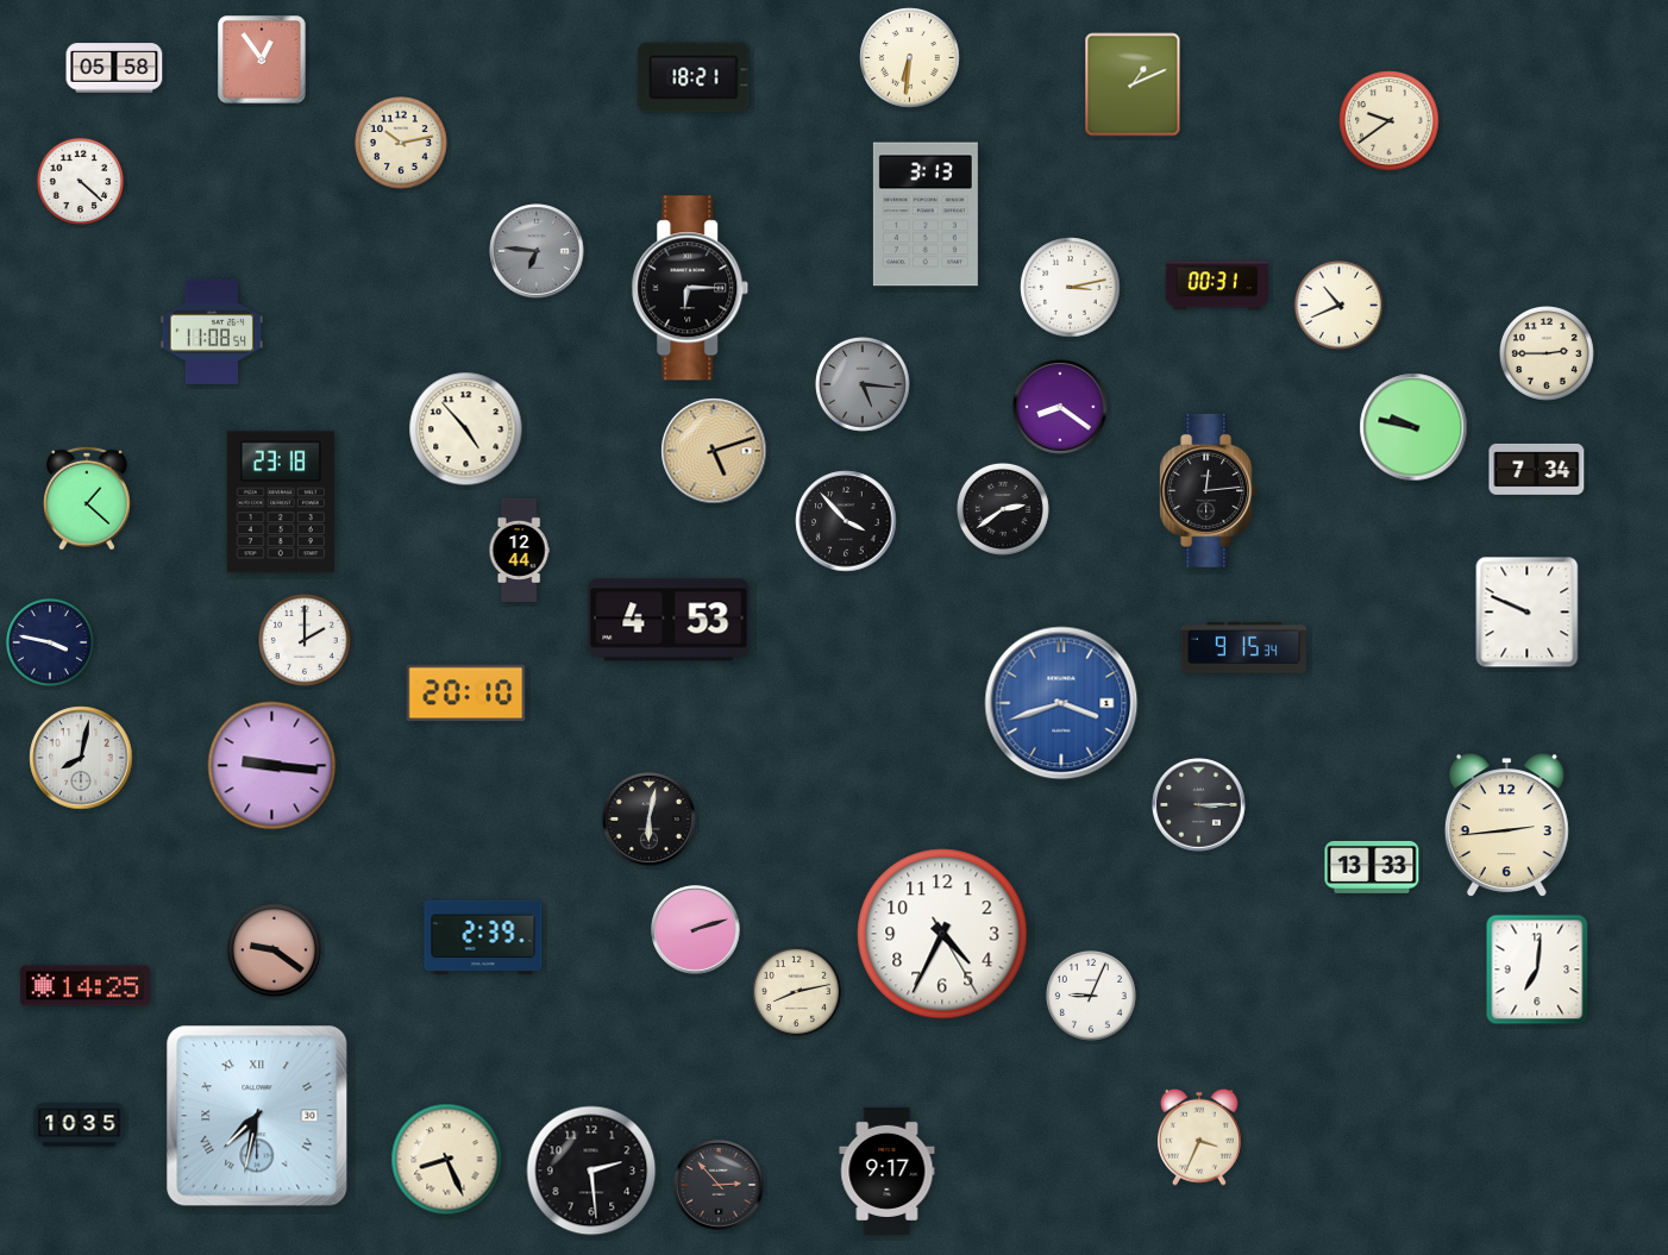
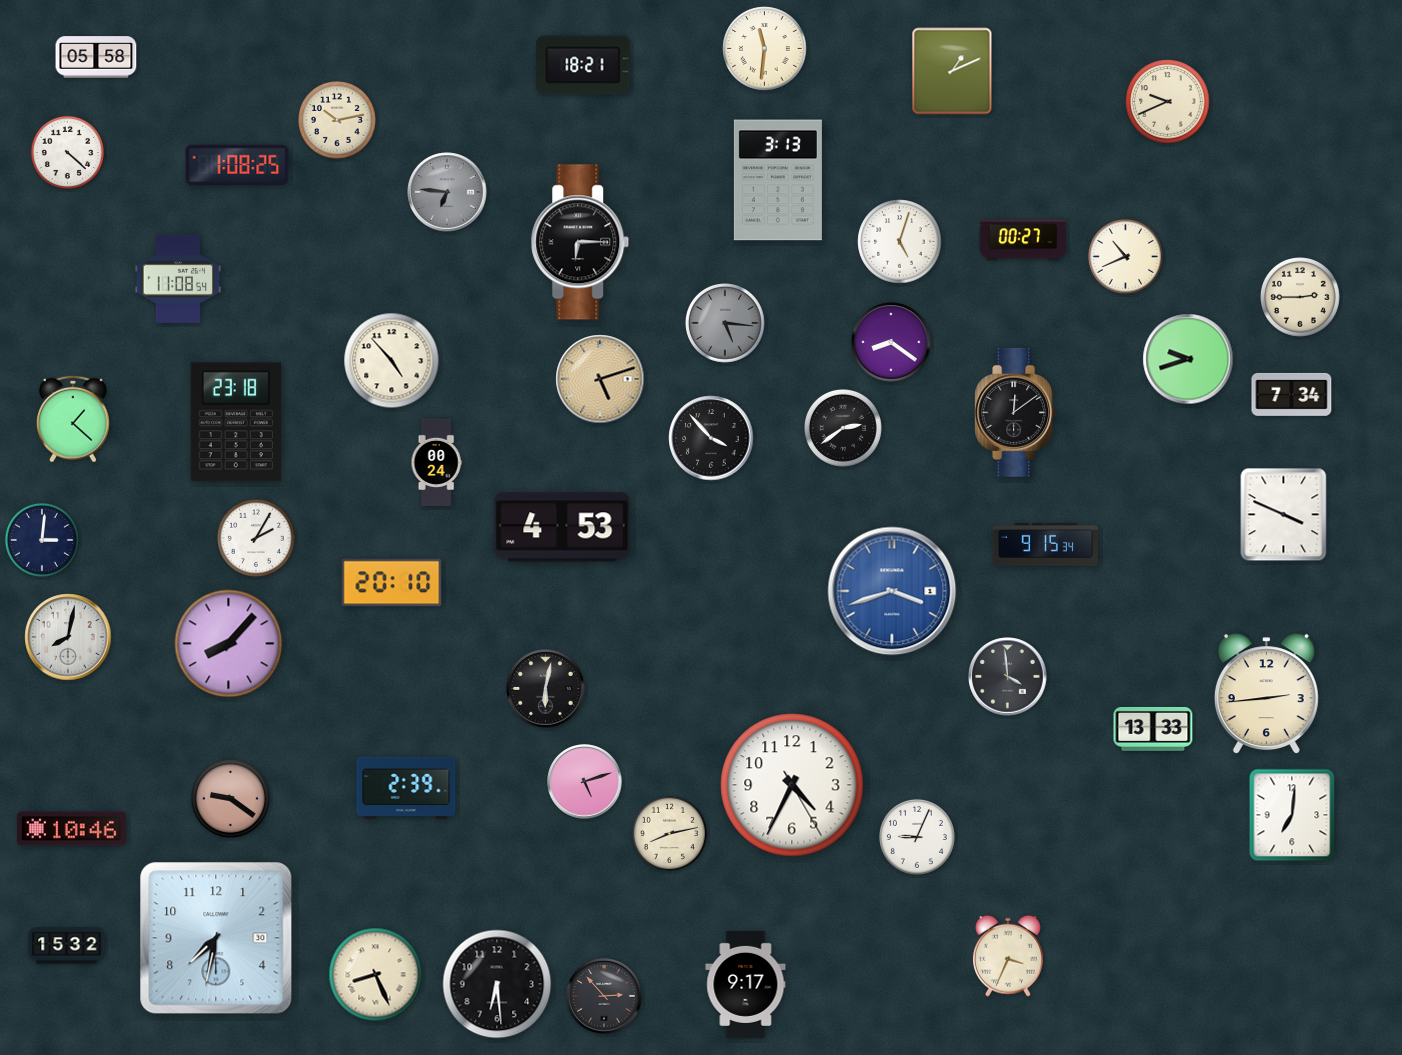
clock at (910, 58): 6:31 -> 11:31
clock at (262, 59): 12:54 -> none
clock at (1390, 121): 9:39 -> 9:41
clock at (237, 164): none -> 1:08
clock at (537, 251) position: (537, 251) -> (447, 192)
clock at (1216, 285): 00:31 -> 00:27
clock at (1071, 288): 3:13 -> 5:03
clock at (1413, 427): 9:47 -> 9:42
clock at (1209, 490): 12:14 -> 12:09
clock at (519, 550): 12:44 -> 00:24
clock at (1528, 613): 9:49 -> 3:49
clock at (669, 620) position: (669, 620) -> (562, 527)
clock at (305, 640): 2:00 -> 2:05
clock at (50, 642): 3:47 -> 3:01
clock at (272, 766): 9:16 -> 8:07
clock at (1199, 805): 3:15 -> 3:59
clock at (696, 930): 2:12 -> 5:12
clock at (84, 986): 14:25 -> 10:46
clock at (257, 1116) numerals: Roman -> Arabic
clock at (80, 1125): 10:35 -> 15:32
clock at (591, 1171): 2:29 -> 6:29
